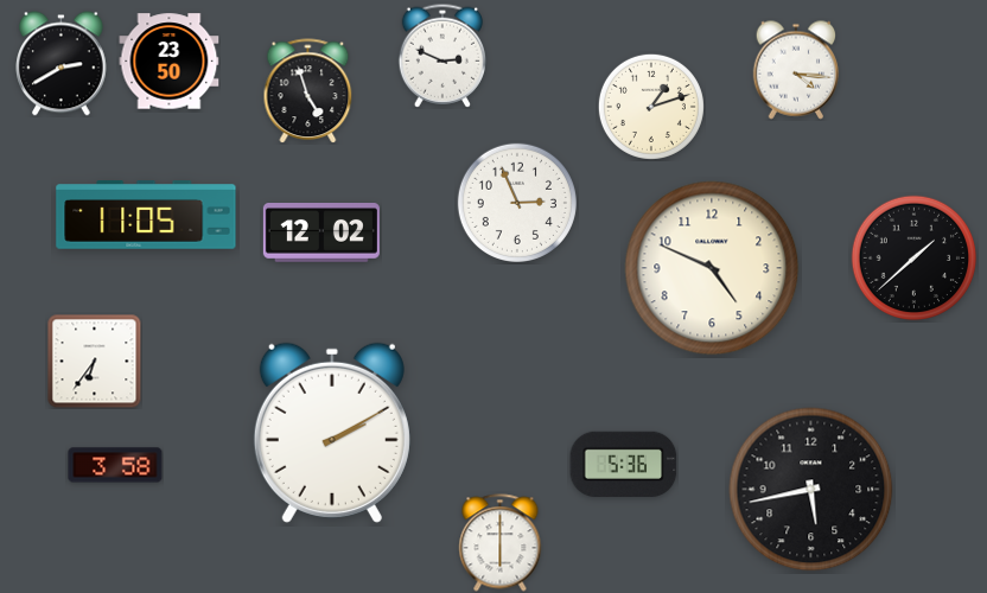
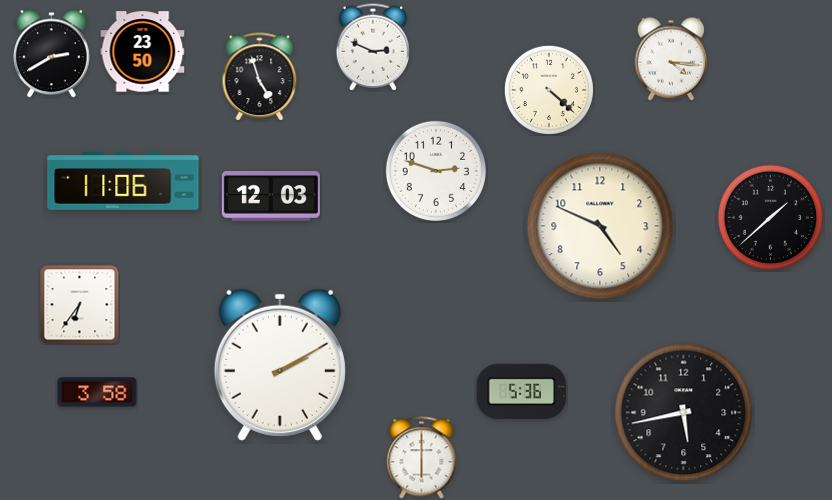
clock at (651, 107): 1:12 -> 4:22
clock at (517, 203): 2:56 -> 2:48
clock at (146, 215): 11:05 -> 11:06
clock at (321, 234): 12:02 -> 12:03
clock at (624, 464) position: (624, 464) -> (522, 391)
